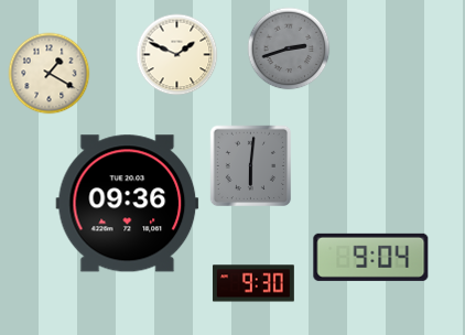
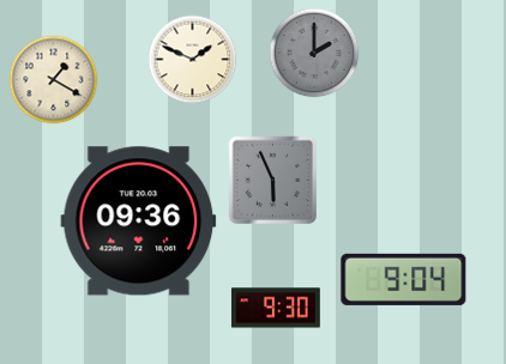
clock at (289, 48): 2:42 -> 2:00
clock at (251, 166): 6:01 -> 5:56
